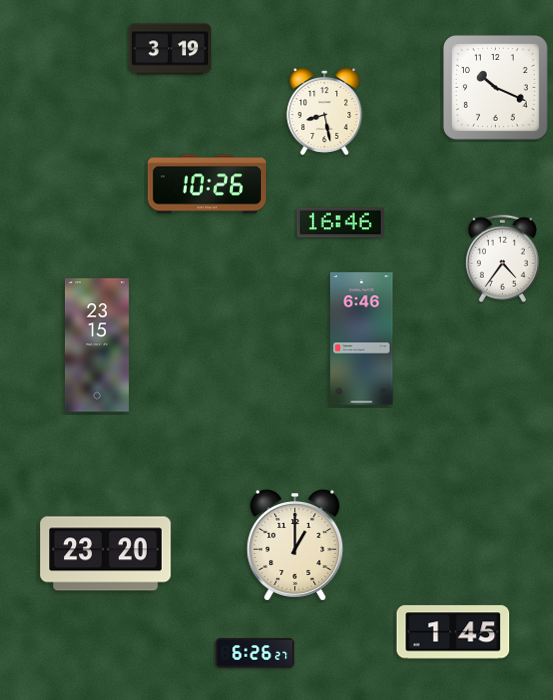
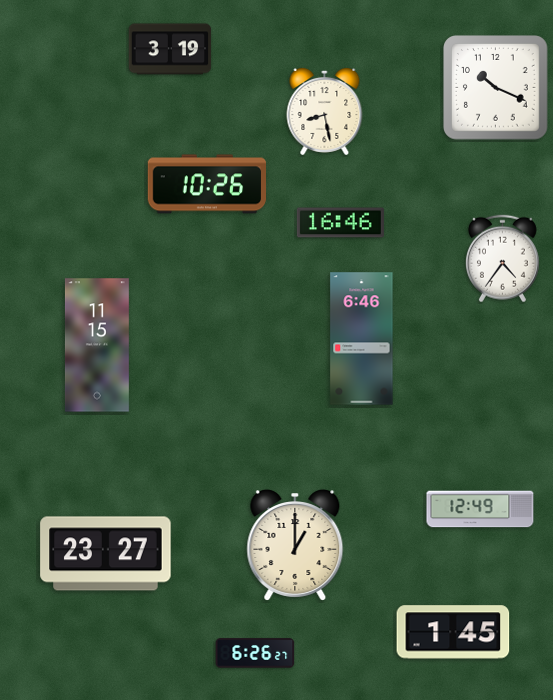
clock at (97, 345): 23:15 -> 11:15
clock at (480, 509): none -> 12:49
clock at (106, 554): 23:20 -> 23:27
